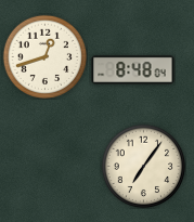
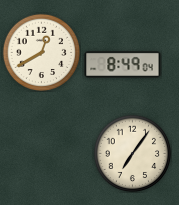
clock at (44, 56): 12:42 -> 12:40
clock at (133, 70): 8:48 -> 8:49
